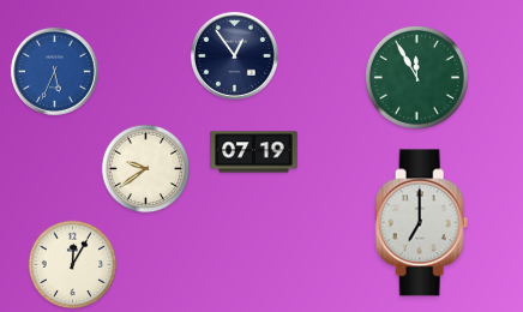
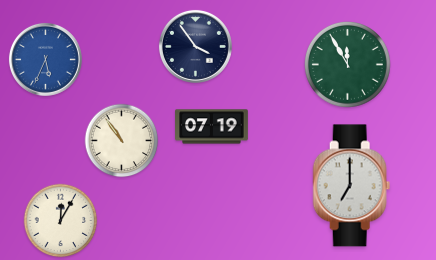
clock at (234, 55): 12:54 -> 3:54
clock at (146, 169): 9:39 -> 10:54
